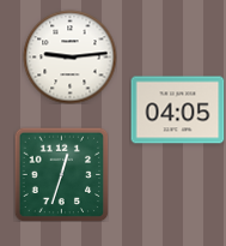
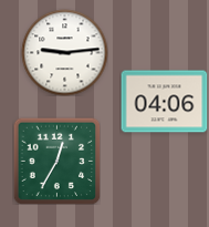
clock at (177, 110): 04:05 -> 04:06
clock at (61, 174): 12:33 -> 12:35
